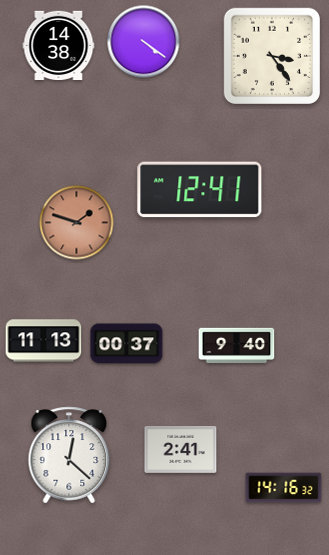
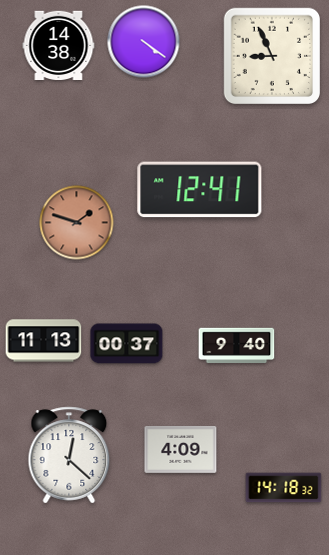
clock at (271, 55): 3:24 -> 8:56
clock at (181, 450): 2:41 -> 4:09
clock at (284, 488): 14:16 -> 14:18
